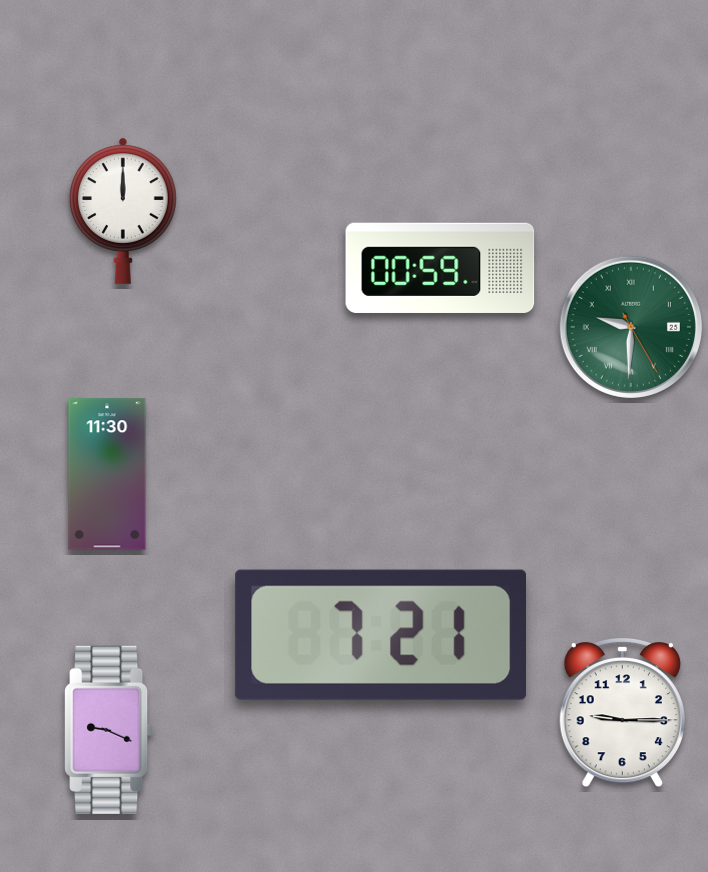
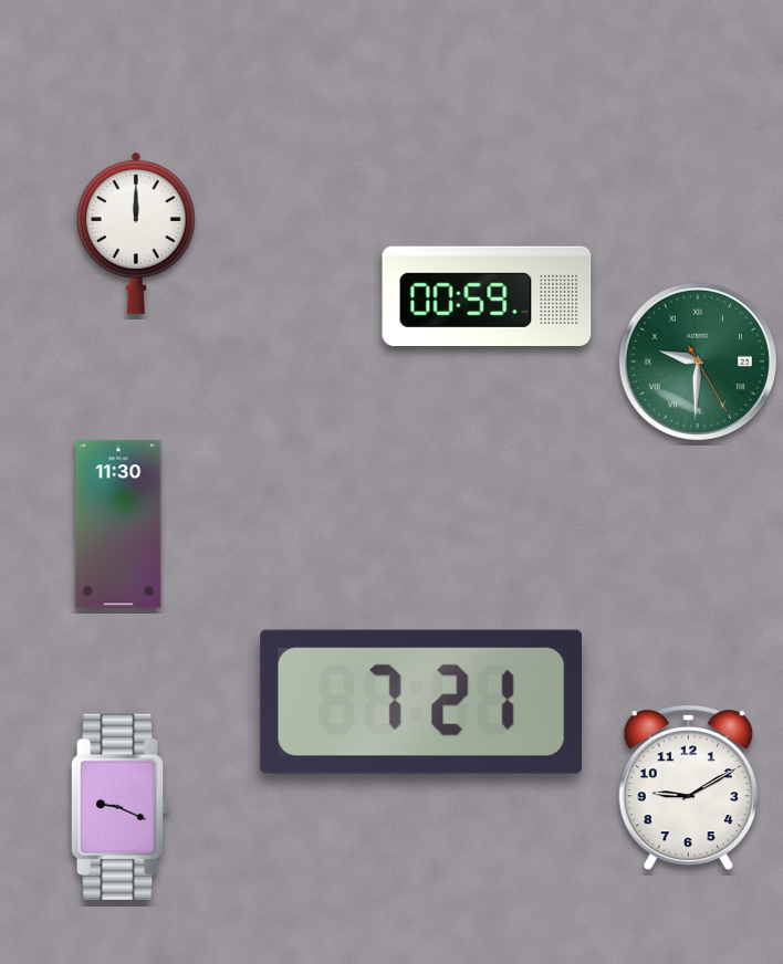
clock at (622, 713): 9:15 -> 9:10
